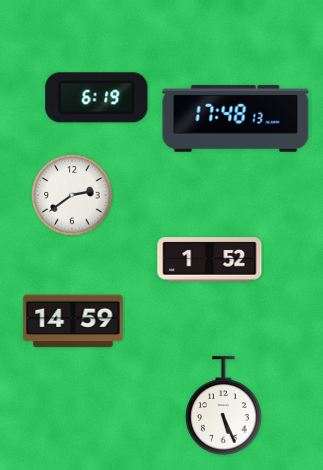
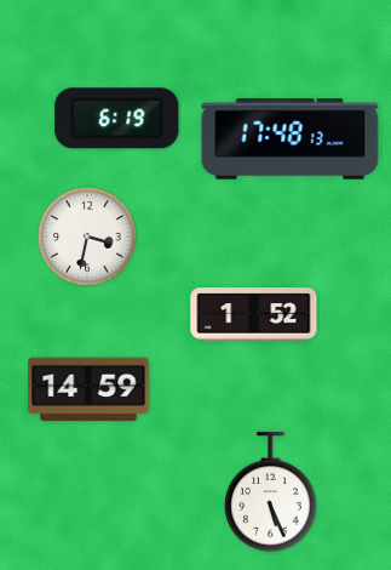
clock at (236, 119) position: (236, 119) -> (291, 139)
clock at (72, 195): 2:39 -> 3:32
